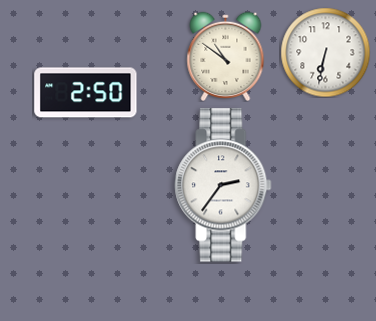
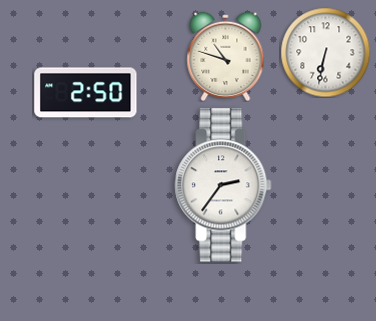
clock at (226, 56): 10:51 -> 10:48
